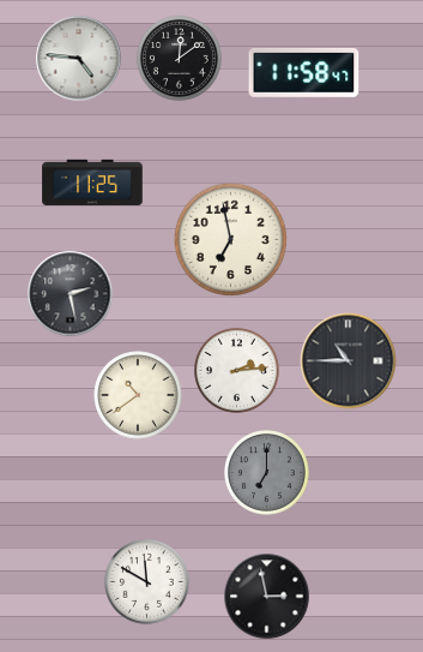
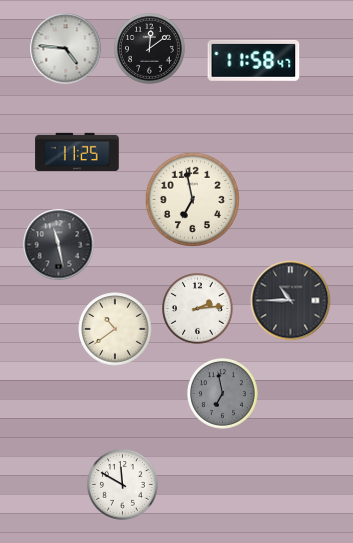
clock at (71, 294): 2:28 -> 11:28
clock at (267, 473): 7:00 -> 6:58
clock at (267, 597): 2:58 -> none
